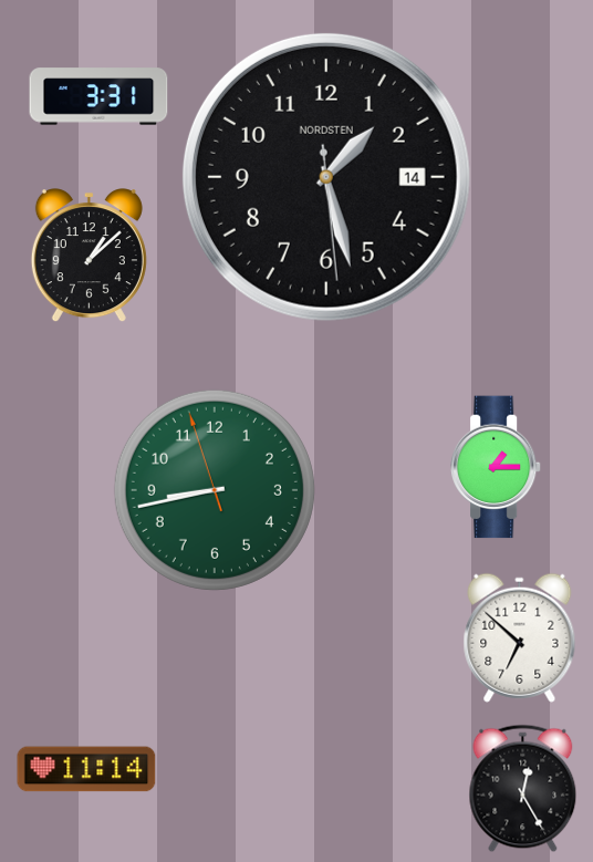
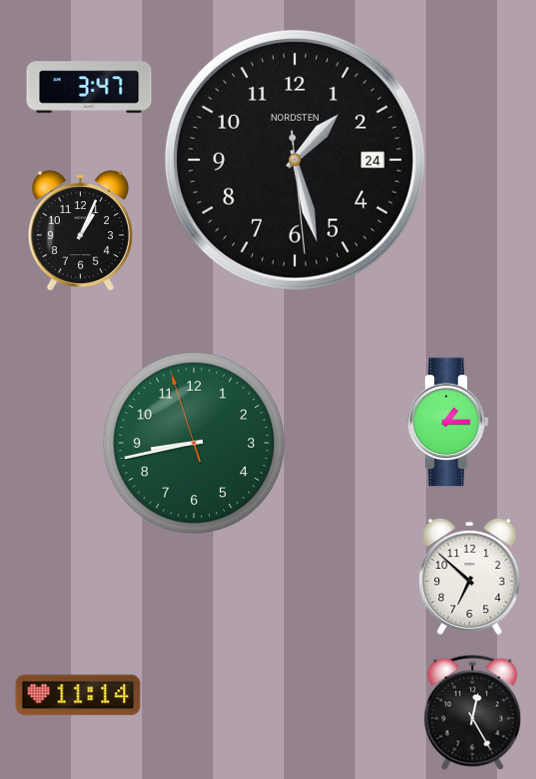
clock at (98, 96): 3:31 -> 3:47
clock at (326, 177) date: 14 -> 24
clock at (89, 256): 1:08 -> 1:04
